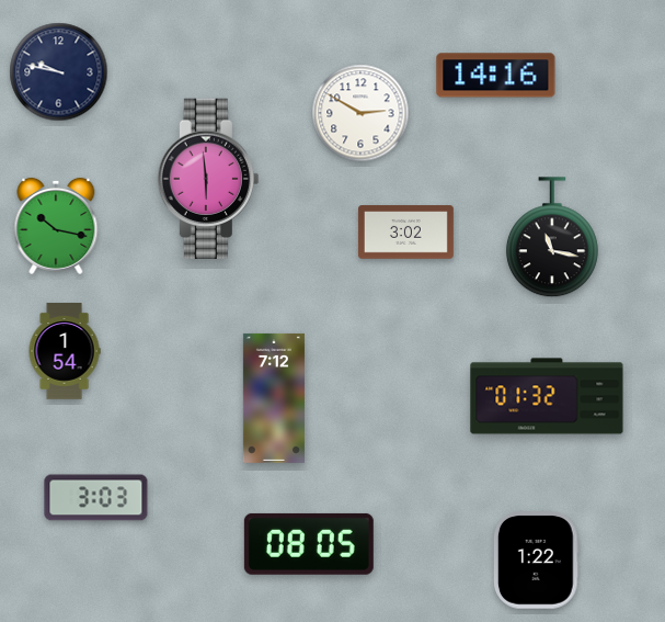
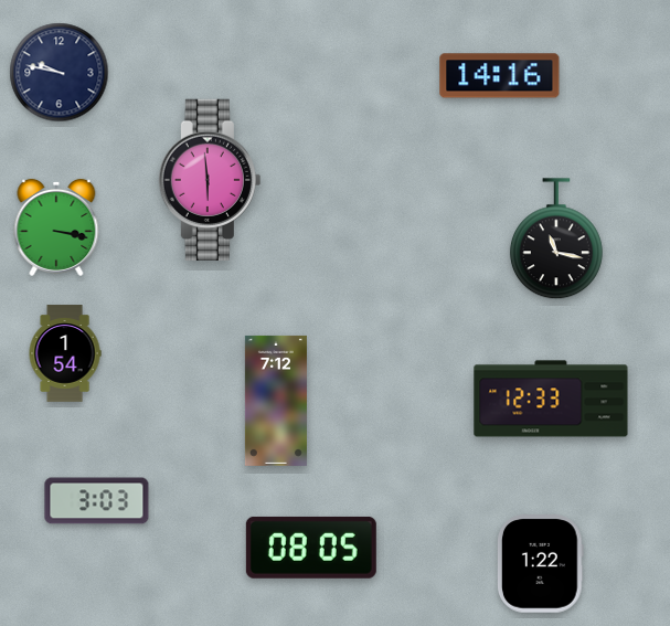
clock at (360, 113): 2:50 -> none
clock at (56, 226): 10:17 -> 3:17
clock at (405, 233): 3:02 -> none
clock at (547, 396): 01:32 -> 12:33
